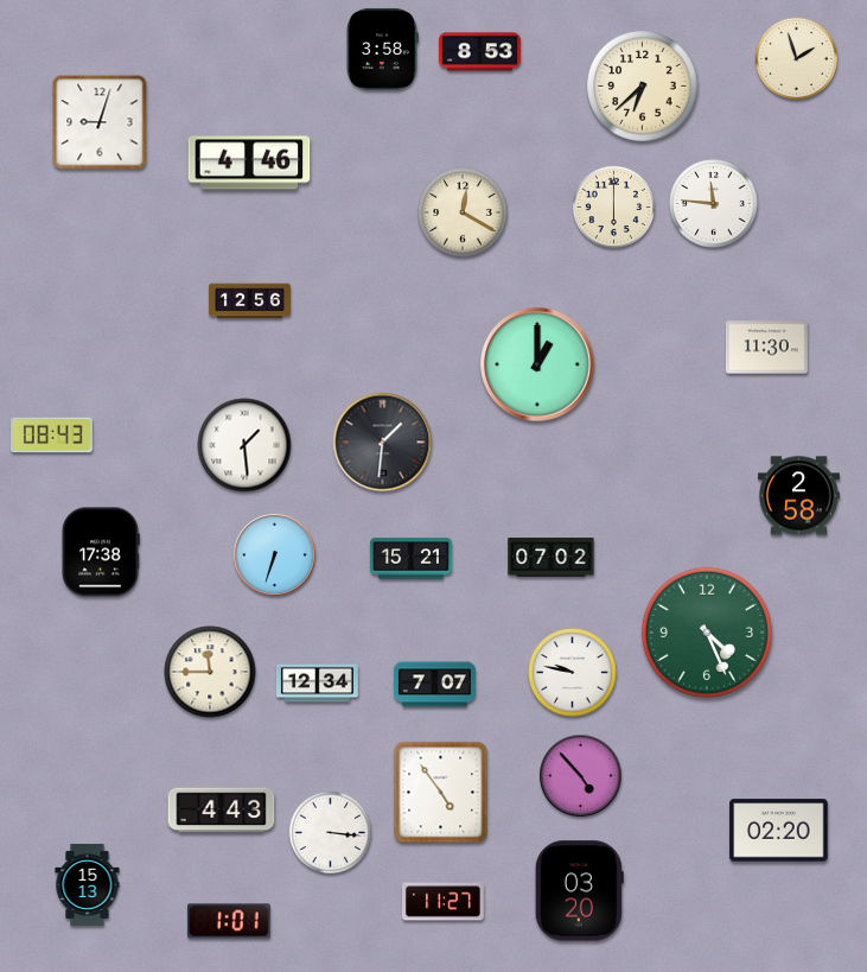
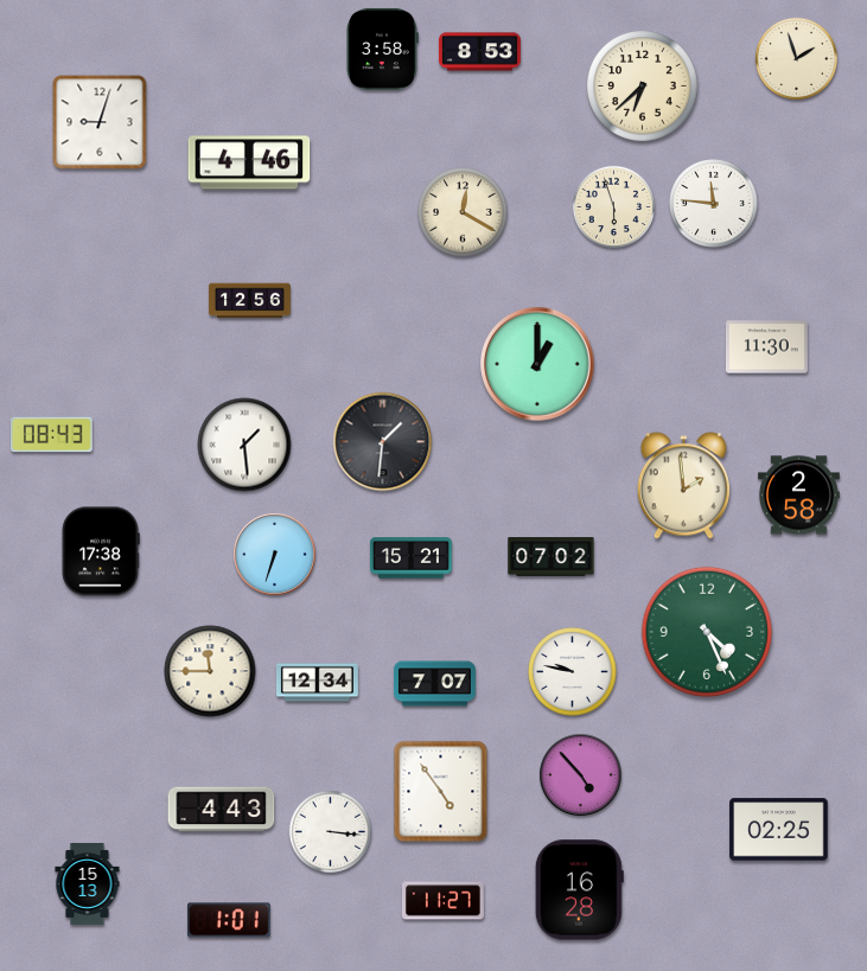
clock at (614, 208): 6:00 -> 5:57
clock at (683, 486): none -> 1:59
clock at (779, 831): 02:20 -> 02:25
clock at (579, 891): 03:20 -> 16:28
